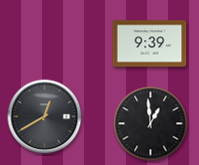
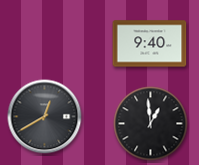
clock at (150, 44): 9:39 -> 9:40
